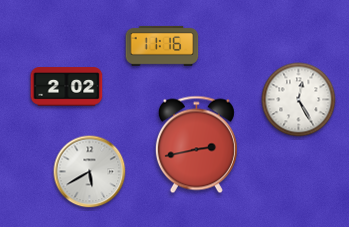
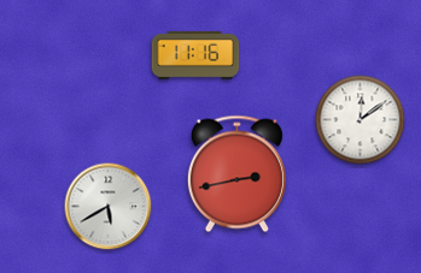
clock at (67, 87): 2:02 -> none
clock at (299, 100): 12:25 -> 12:09
